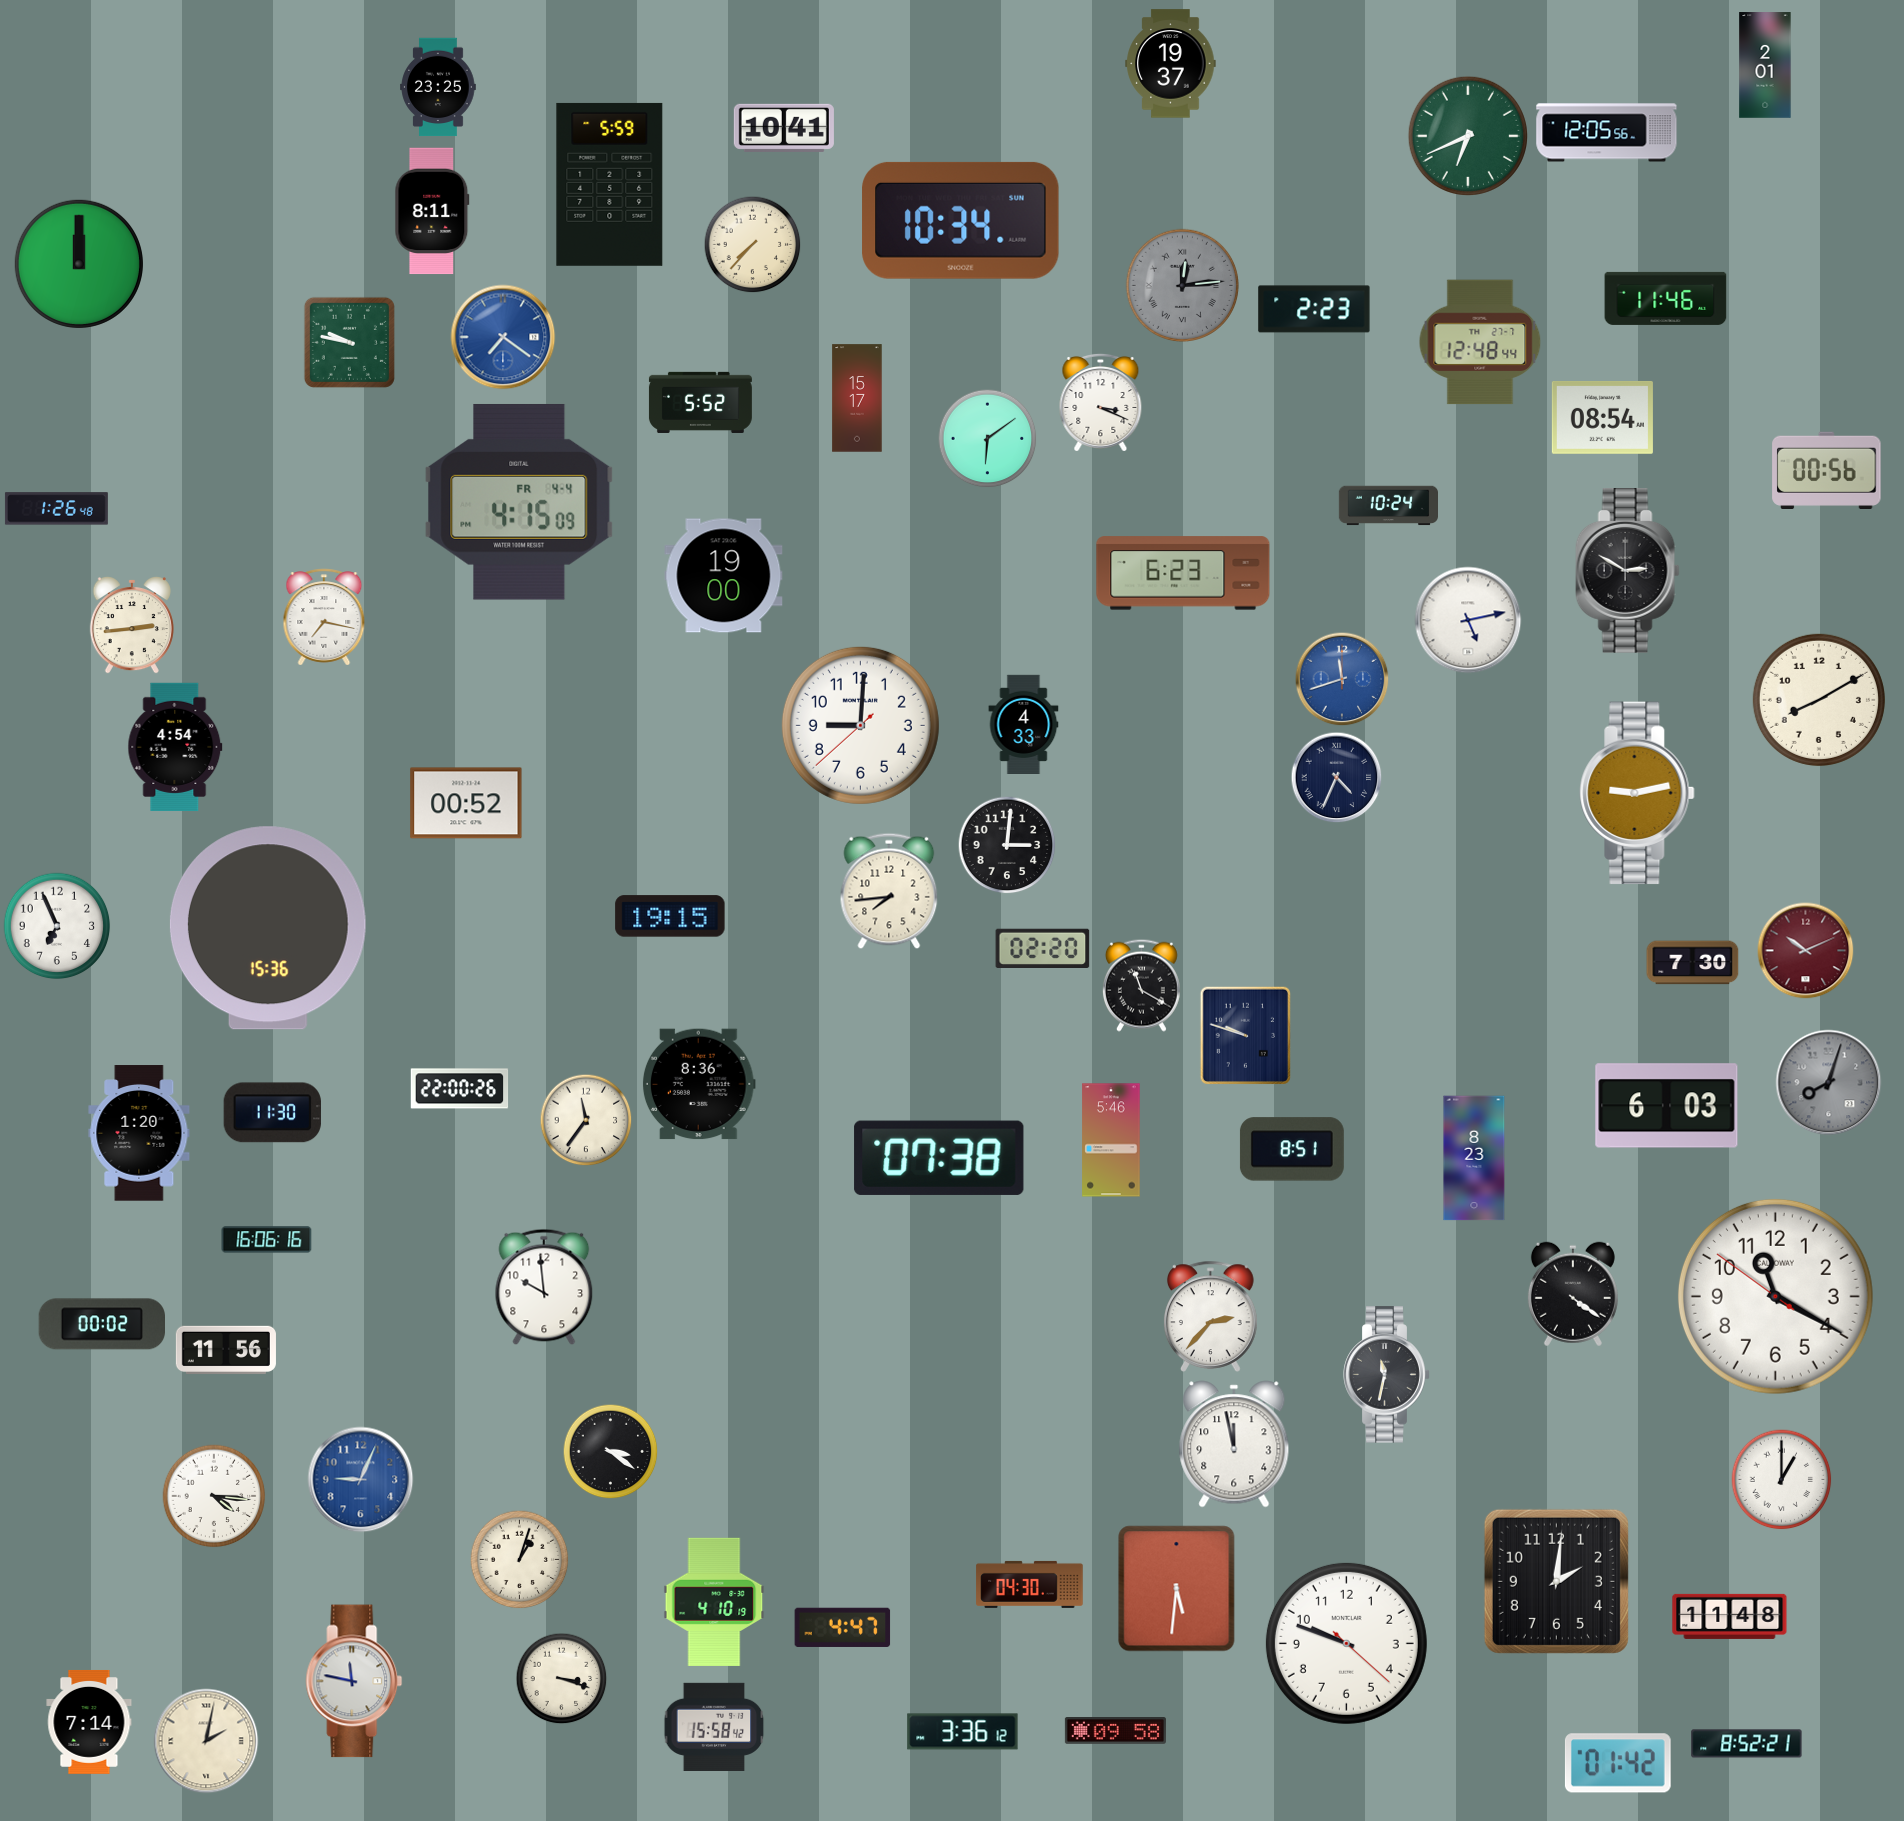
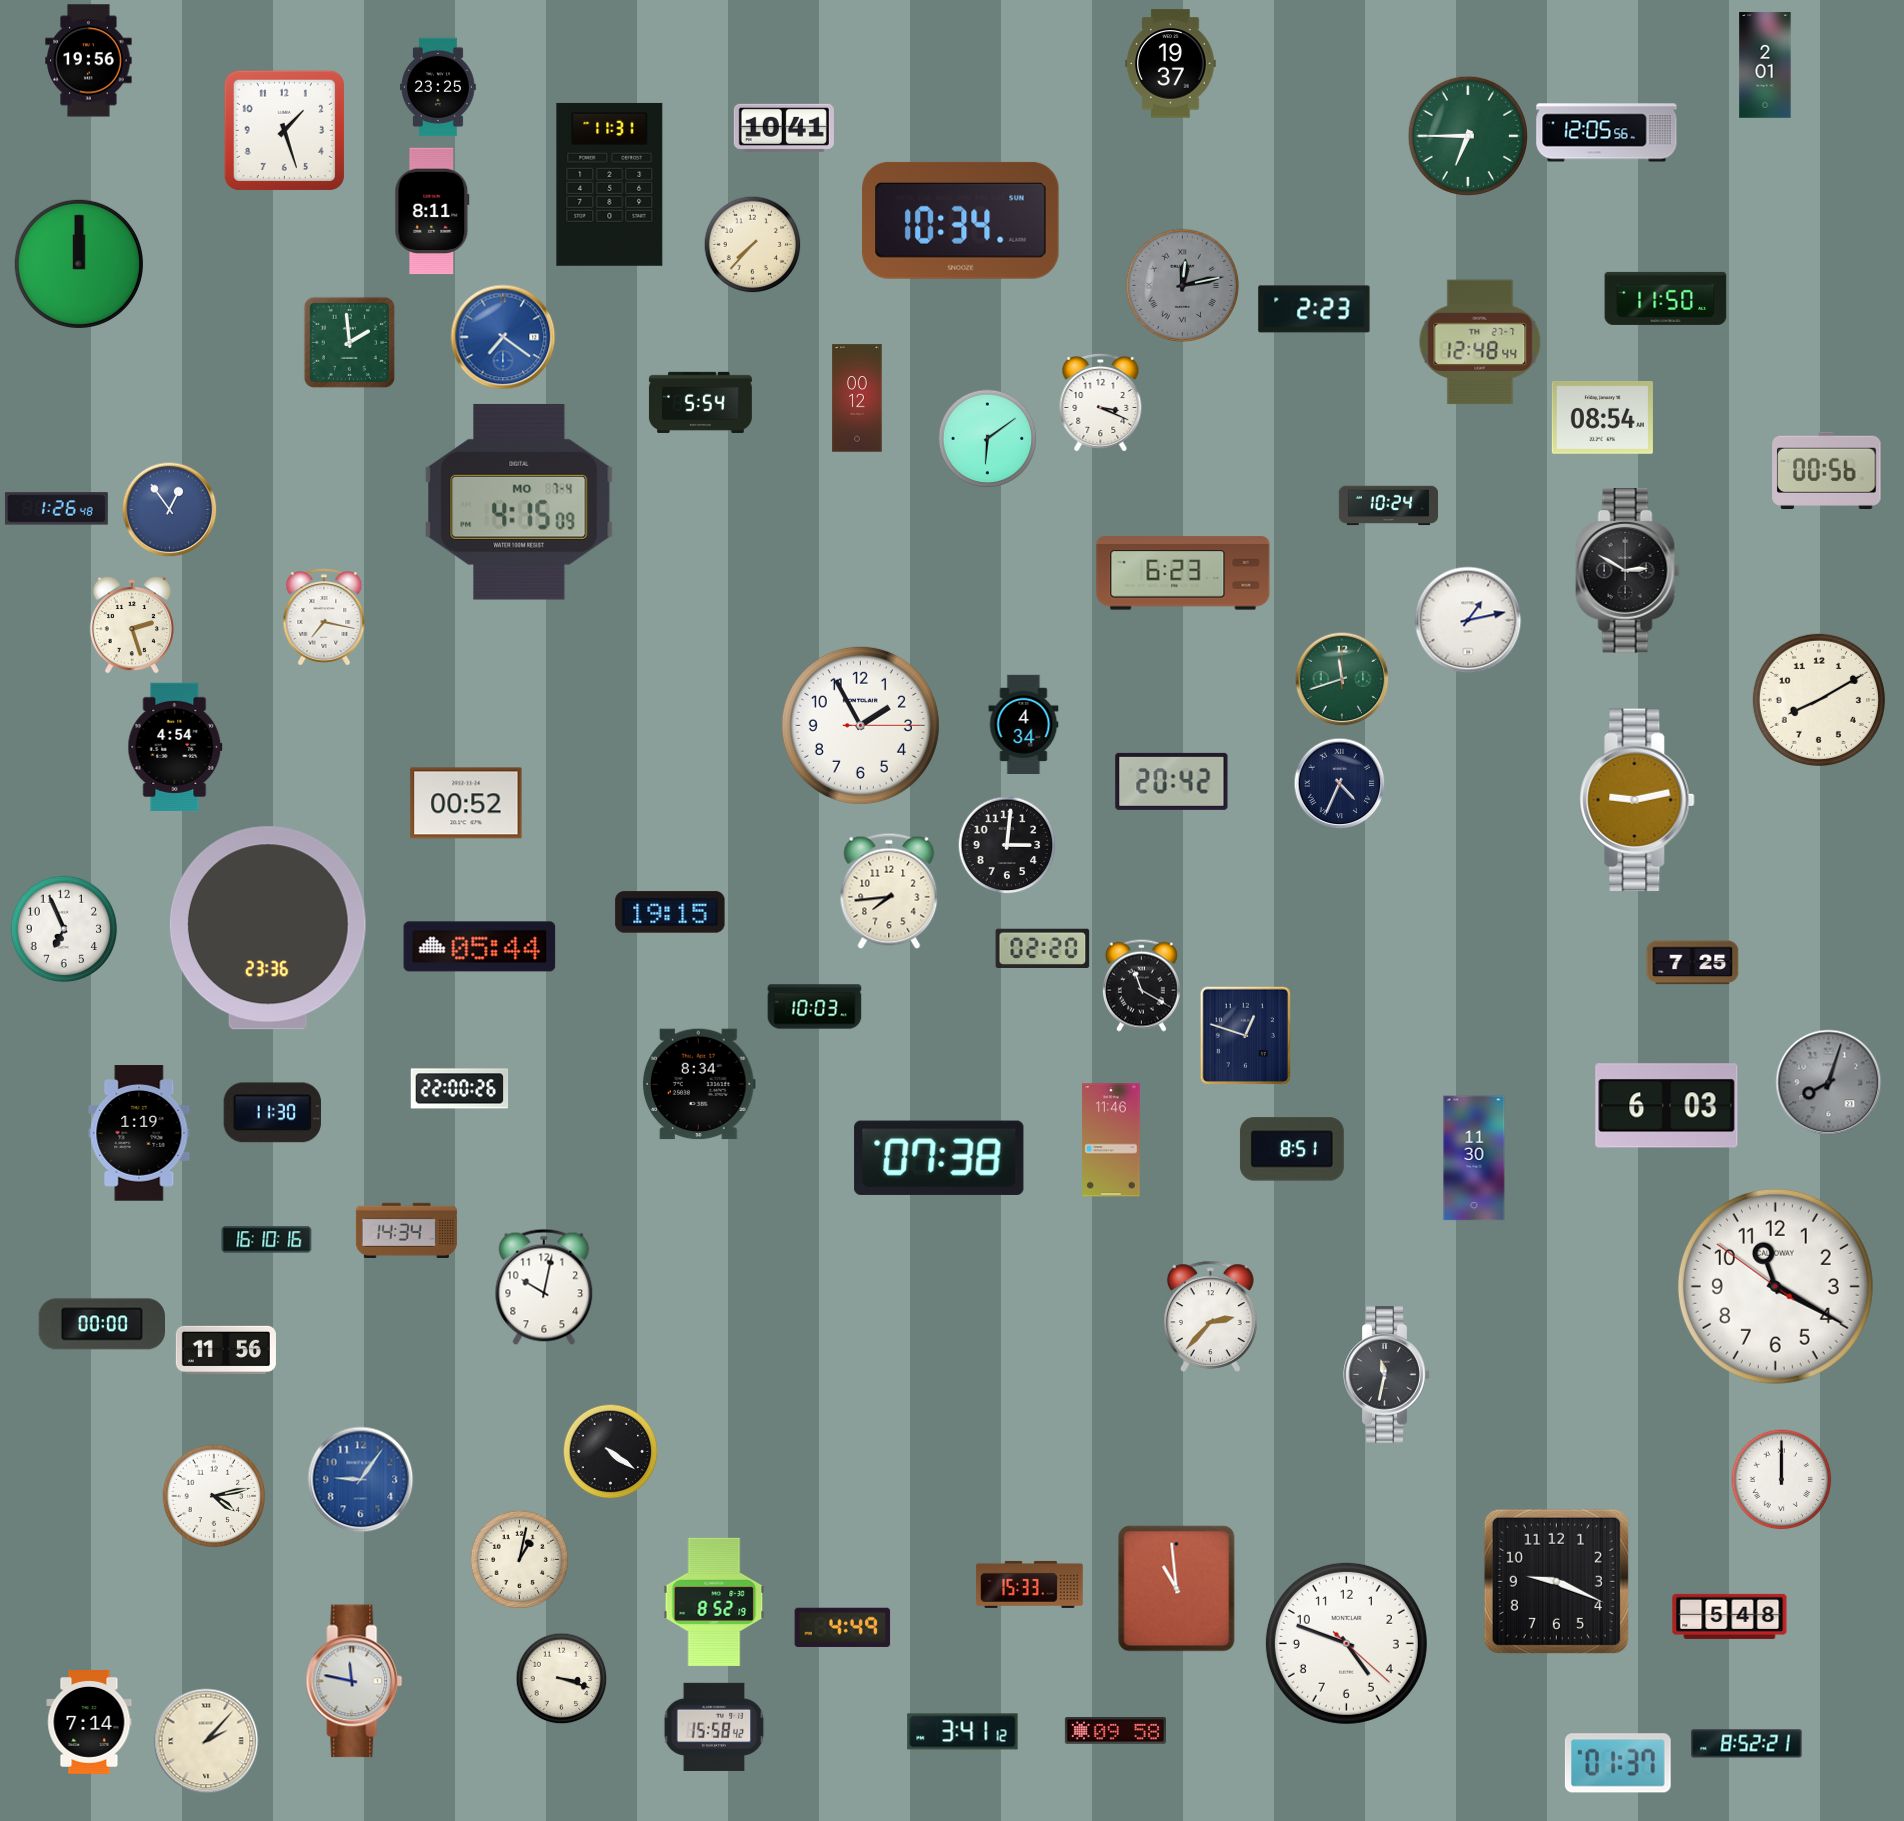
clock at (89, 61): none -> 19:56
clock at (284, 130): none -> 1:27
clock at (1467, 135): 6:41 -> 6:45
clock at (610, 184): 5:59 -> 11:31
clock at (1182, 285): 12:14 -> 12:13
clock at (1666, 298): 11:46 -> 11:50
clock at (349, 342): 9:47 -> 1:59
clock at (857, 398): 15:17 -> 00:12
clock at (700, 402): 5:52 -> 5:54
clock at (519, 502) date: FR 4-4 -> MO 7-4
clock at (170, 510): none -> 12:54
clock at (724, 576): 19:00 -> none
clock at (1468, 620): 5:13 -> 1:13
clock at (132, 625): 2:44 -> 2:27
clock at (1342, 679) dial: blue -> green
clock at (1024, 724): 4:33 -> 4:34
clock at (860, 725): 9:00 -> 1:55
clock at (1337, 778) position: (1337, 778) -> (1340, 784)
clock at (1172, 781): none -> 20:42
clock at (1637, 793) position: (1637, 793) -> (1637, 800)
clock at (670, 916) position: (670, 916) -> (670, 912)
clock at (57, 926) position: (57, 926) -> (64, 929)
clock at (268, 928): 15:36 -> 23:36
clock at (480, 947): none -> 05:44
clock at (1806, 951): 10:11 -> none
clock at (1693, 963): 7:30 -> 7:25
clock at (815, 1007): none -> 10:03
clock at (1245, 1035): 9:48 -> 12:48
clock at (699, 1084): 8:36 -> 8:34
clock at (586, 1120): 11:36 -> none
clock at (139, 1133): 1:20 -> 1:19
clock at (1111, 1140): 5:46 -> 11:46
clock at (1474, 1158): 8:23 -> 11:30
clock at (406, 1230): none -> 14:34
clock at (267, 1240): 16:06 -> 16:10
clock at (544, 1287): 9:59 -> 10:02
clock at (1573, 1294): 4:21 -> none
clock at (1775, 1296) position: (1775, 1296) -> (1775, 1286)
clock at (101, 1324): 00:02 -> 00:00
clock at (1234, 1444): 11:58 -> none
clock at (611, 1452): 3:21 -> 4:21
clock at (361, 1480): 9:04 -> 9:06
clock at (1782, 1480): 1:00 -> 12:00
clock at (214, 1496): 4:16 -> 4:13
clock at (520, 1560): 1:03 -> 1:02
clock at (1556, 1581): 2:01 -> 9:19
clock at (1030, 1584): 04:30 -> 15:33
clock at (1177, 1589): 5:31 -> 10:59
clock at (714, 1602): 4:10 -> 8:52
clock at (1730, 1616): 11:48 -> 5:48
clock at (843, 1627): 4:47 -> 4:49
clock at (1346, 1643): 9:48 -> 4:48
clock at (963, 1732): 3:36 -> 3:41
clock at (206, 1741): 2:02 -> 2:07
clock at (1618, 1763): 01:42 -> 01:37
